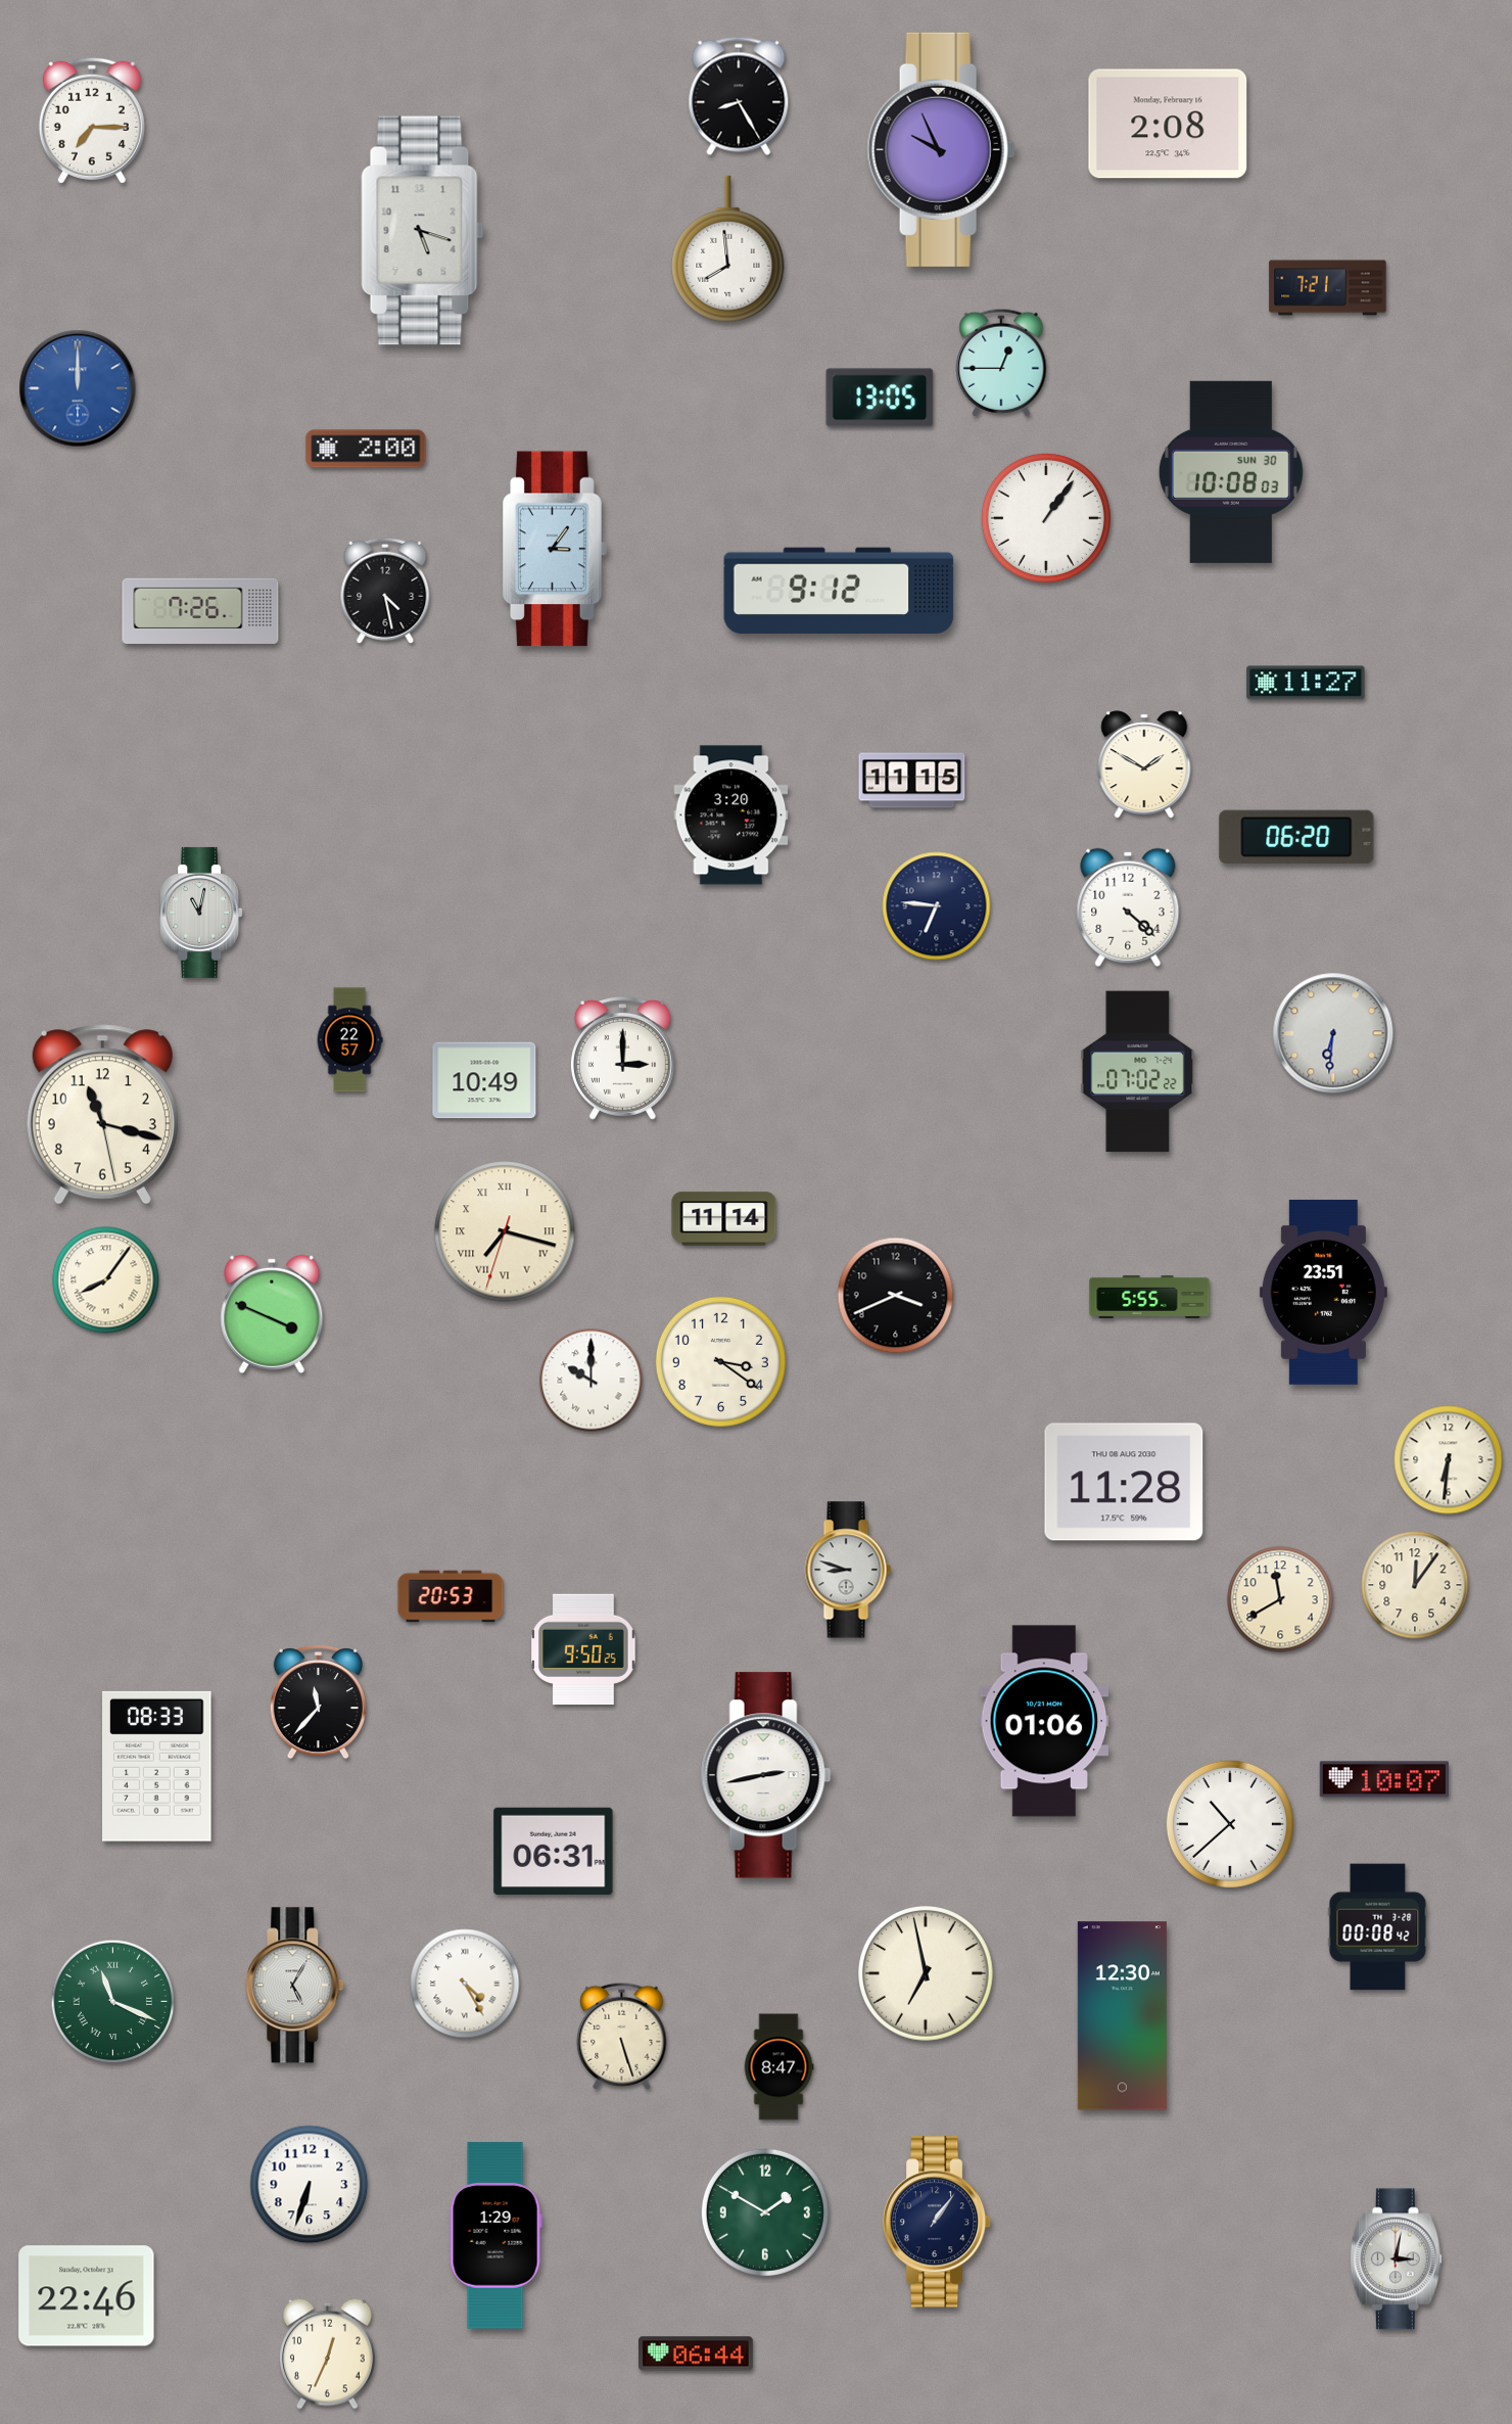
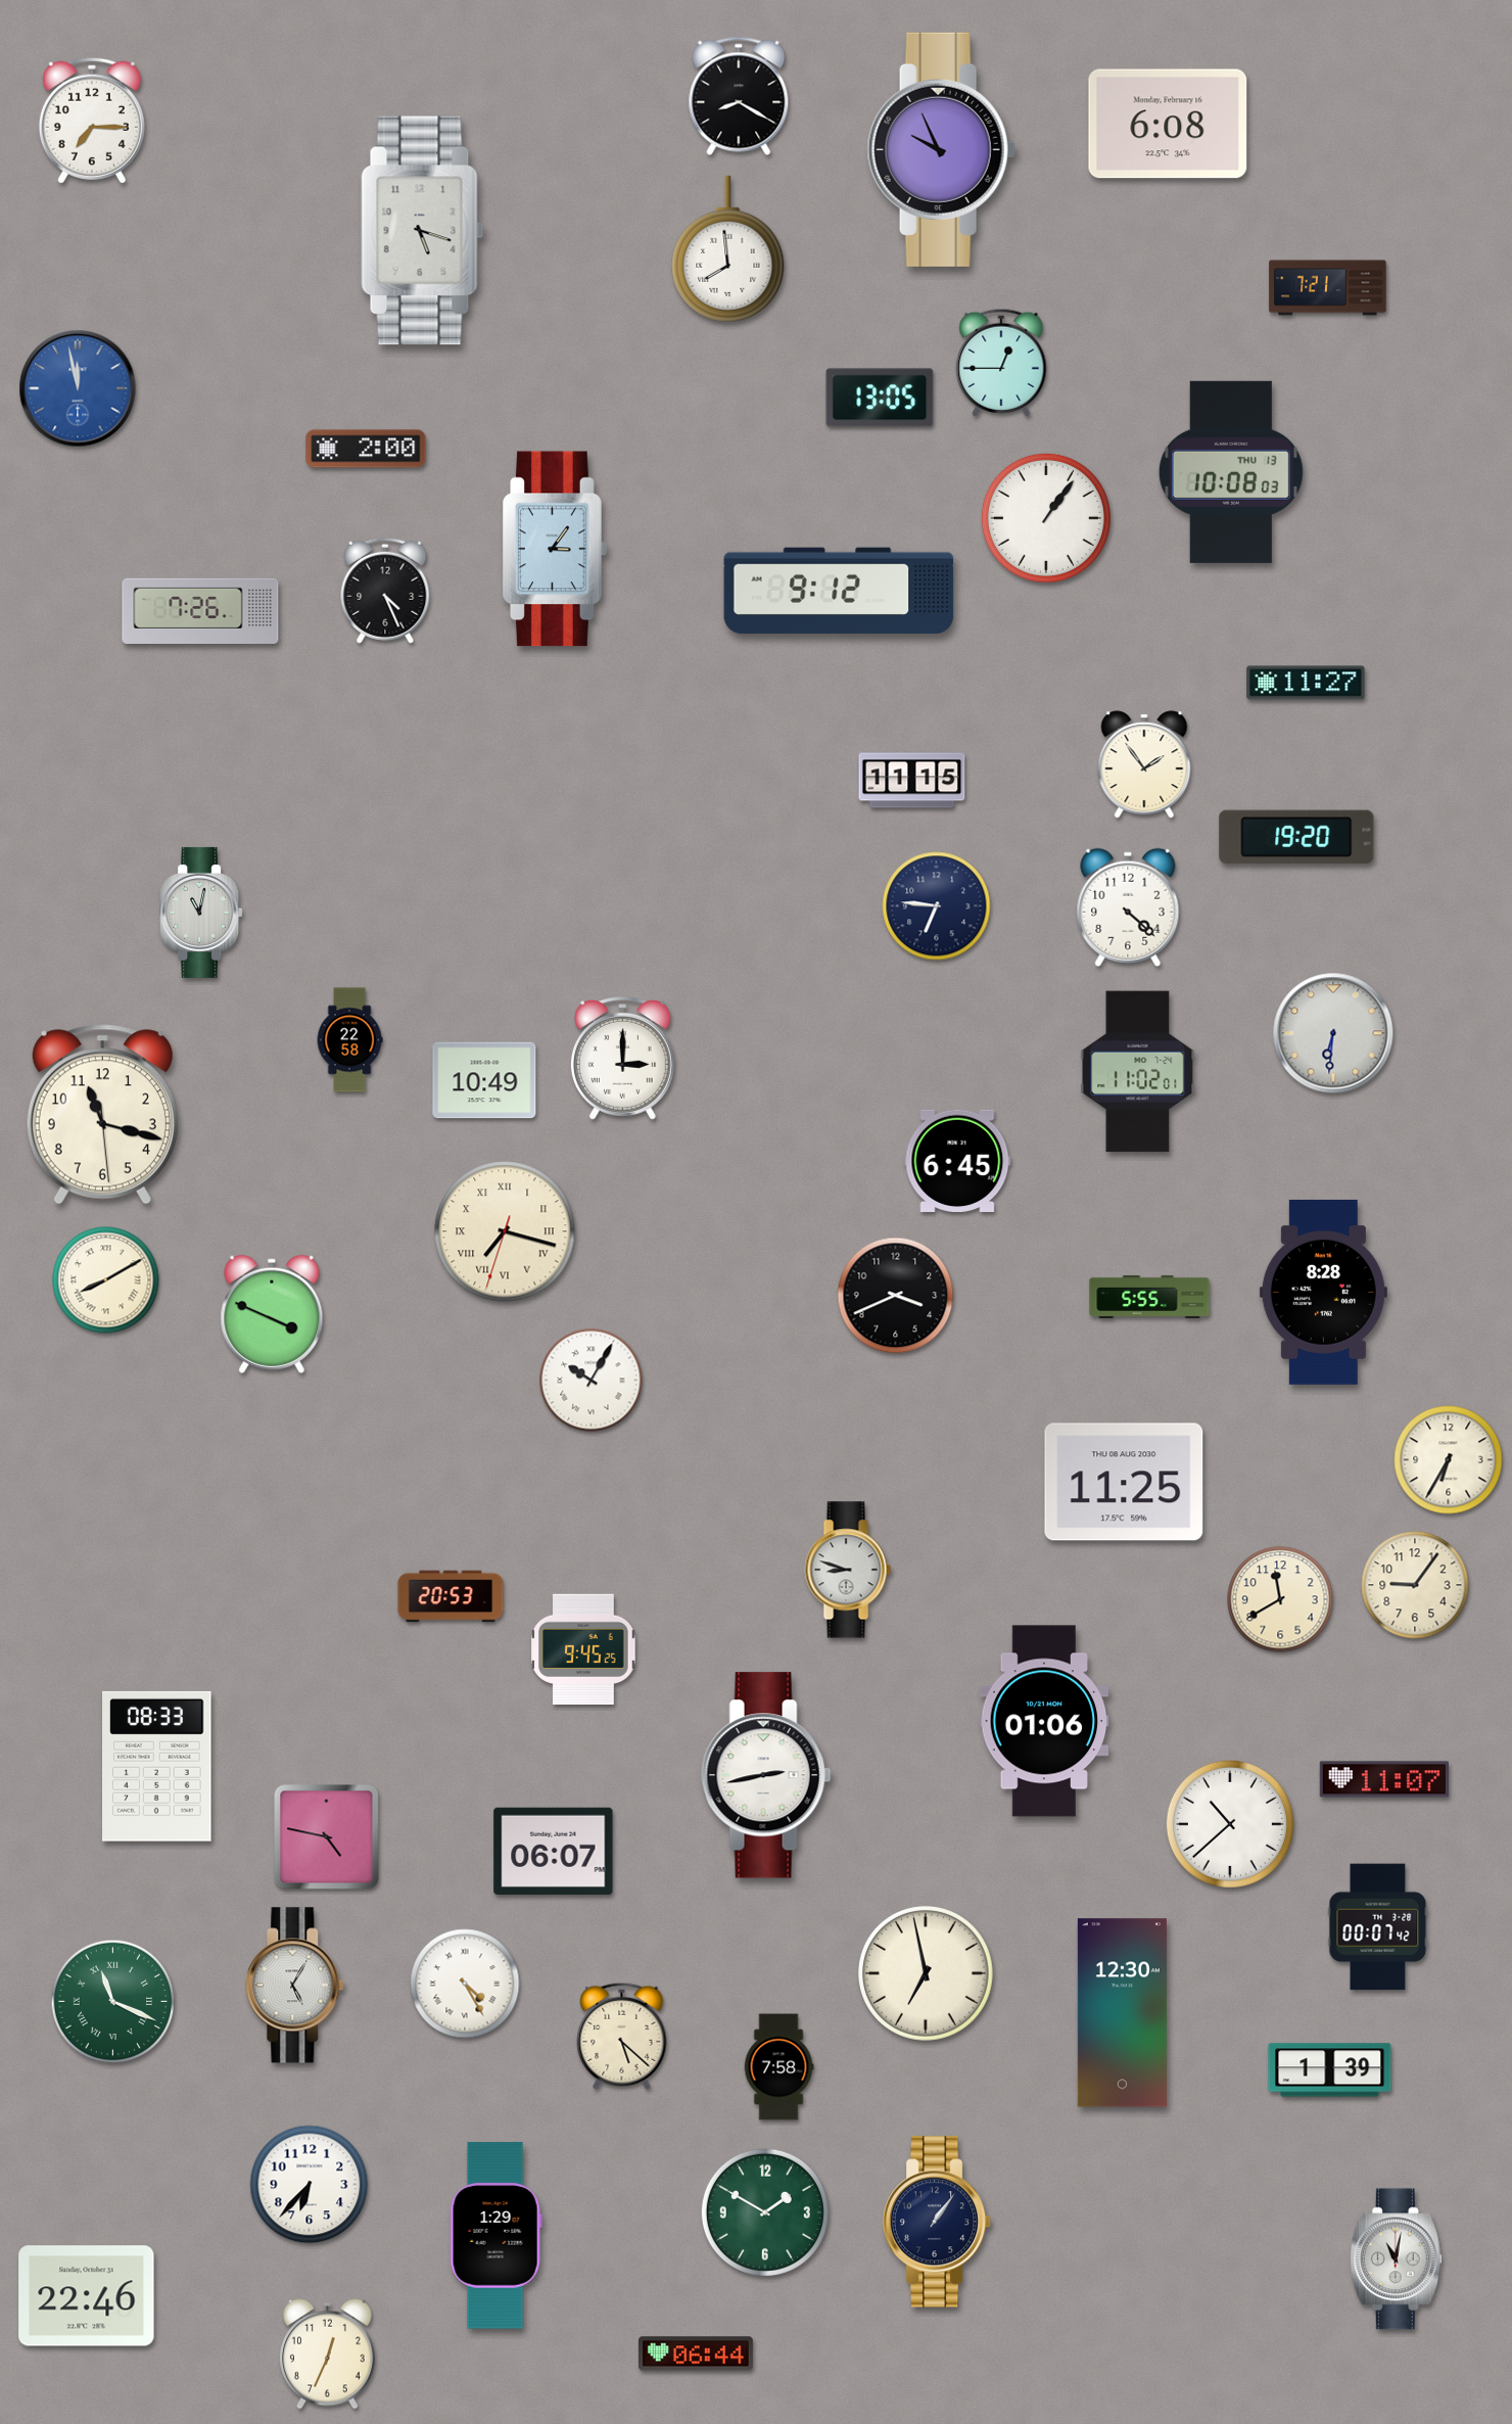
clock at (739, 96): 8:25 -> 8:20
clock at (1168, 124): 2:08 -> 6:08
clock at (78, 388): 12:00 -> 11:58
clock at (1231, 472) date: SUN 30 -> THU 13
clock at (385, 591): 4:28 -> 4:26
clock at (1144, 764): 1:50 -> 1:54
clock at (731, 815): 3:20 -> none
clock at (1296, 837): 06:20 -> 19:20
clock at (349, 1040): 22:57 -> 22:58
clock at (1138, 1072): 07:02 -> 11:02
clock at (102, 1115): 11:17:28 -> 11:17:29
clock at (957, 1160): none -> 6:45
clock at (724, 1219): 11:14 -> none
clock at (106, 1280): 8:06 -> 8:10
clock at (1323, 1292): 23:51 -> 8:28
clock at (720, 1361): 3:21 -> none
clock at (592, 1381): 10:00 -> 10:05
clock at (1449, 1460): 6:31 -> 6:35
clock at (1124, 1482): 11:28 -> 11:25
clock at (1415, 1585): 12:06 -> 9:06
clock at (583, 1648): 9:50 -> 9:45
clock at (318, 1702): 11:37 -> none
clock at (1384, 1779): 10:07 -> 11:07
clock at (327, 1837): none -> 4:47
clock at (554, 1851): 06:31 -> 06:07
clock at (1378, 1927): 00:08 -> 00:07
clock at (1122, 2016) position: (1122, 2016) -> (1122, 2013)
clock at (622, 2036): 5:27 -> 5:22
clock at (778, 2067): 8:47 -> 7:58
clock at (1330, 2070): none -> 1:39
clock at (310, 2185): 6:33 -> 6:37
clock at (1396, 2259): 3:02 -> 11:02
